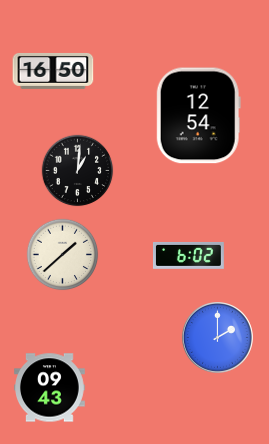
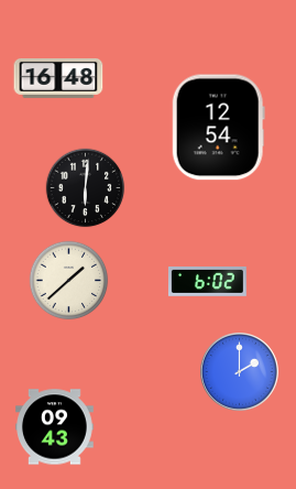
clock at (53, 71): 16:50 -> 16:48
clock at (78, 171): 1:01 -> 6:01
